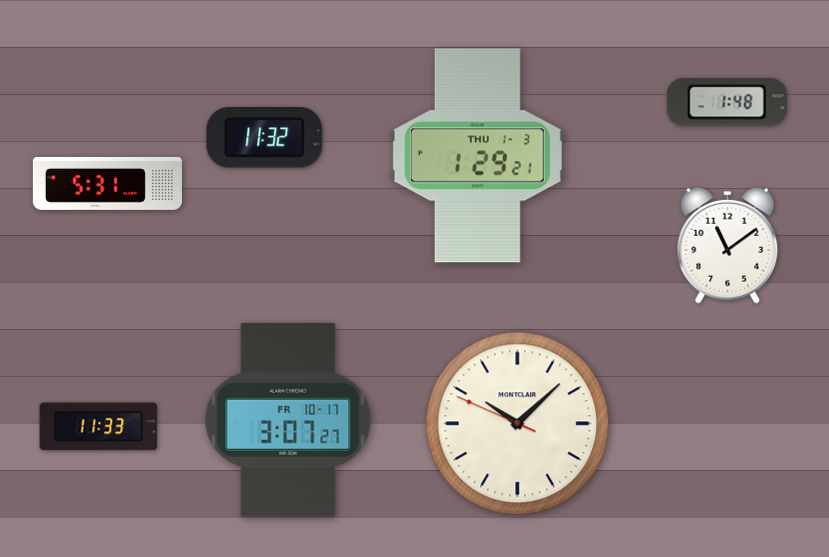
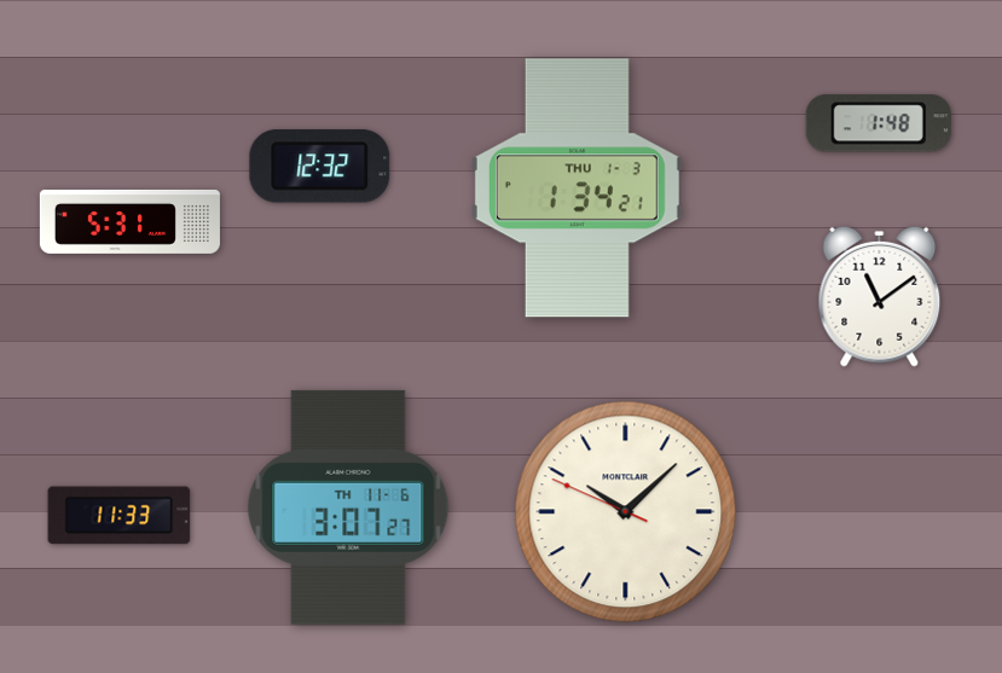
clock at (265, 138): 11:32 -> 12:32
clock at (477, 156): 1:29 -> 1:34
clock at (288, 420) date: FR 10-17 -> TH 11-6
